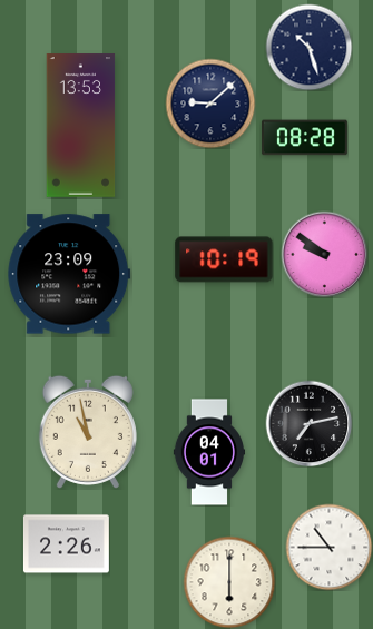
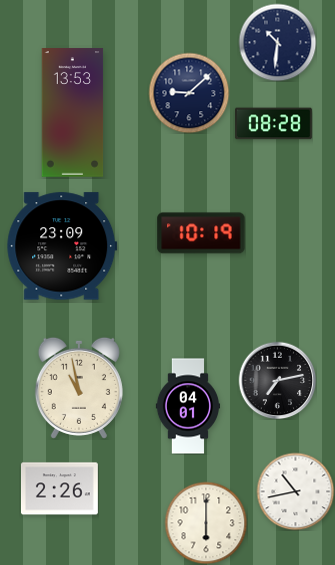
clock at (308, 47): 10:27 -> 10:31
clock at (324, 254): 9:51 -> none
clock at (328, 547): 10:45 -> 10:43
